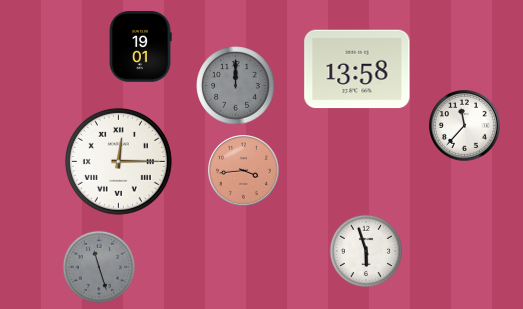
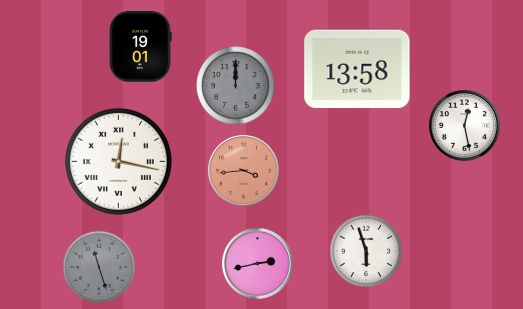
clock at (465, 126): 11:37 -> 12:28
clock at (118, 161): 12:15 -> 12:17
clock at (258, 264): none -> 2:43
